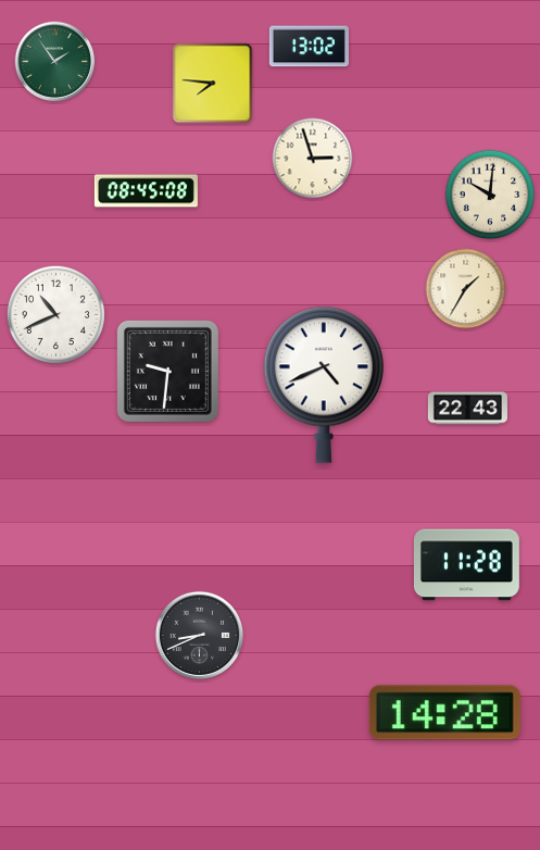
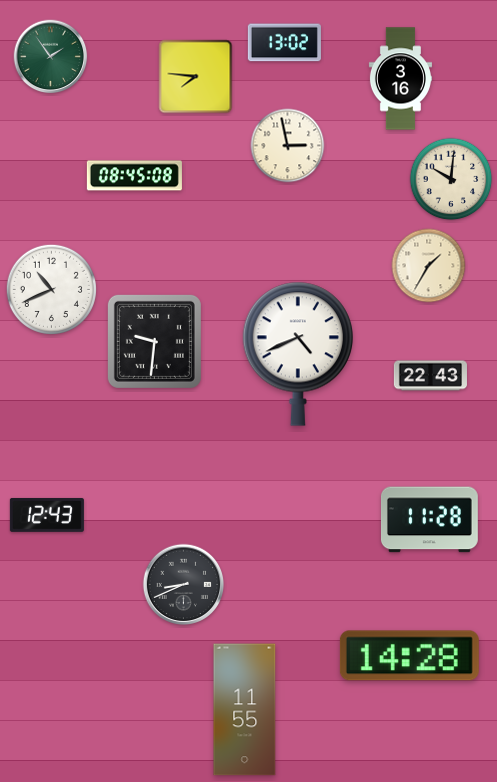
clock at (400, 79): none -> 3:16
clock at (313, 159): 2:57 -> 2:58
clock at (47, 515): none -> 12:43
clock at (245, 710): none -> 11:55
